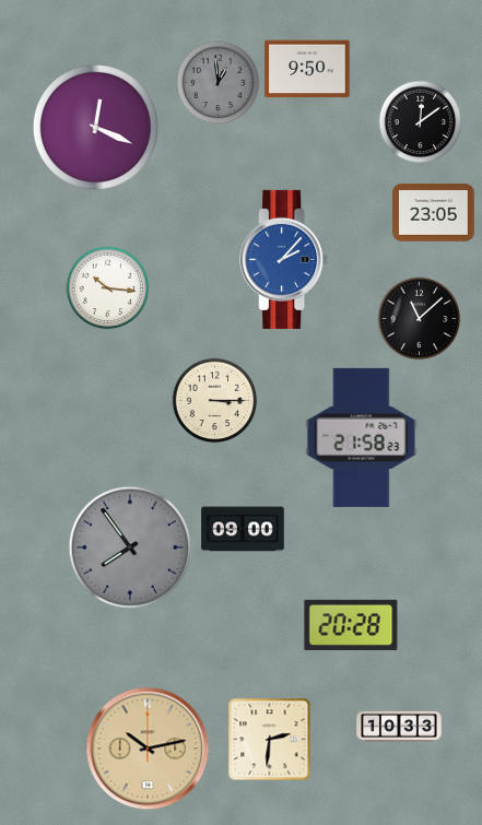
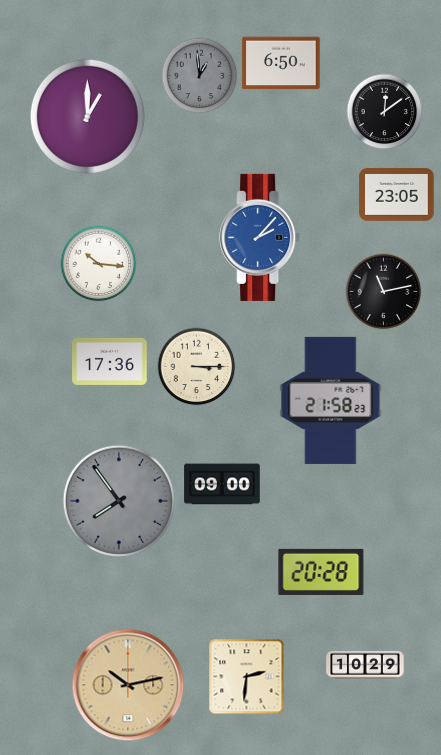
clock at (307, 69): 9:50 -> 6:50
clock at (95, 127): 12:19 -> 1:00
clock at (420, 319): 11:08 -> 11:13
clock at (110, 361): none -> 17:36
clock at (399, 727): 10:33 -> 10:29
clock at (148, 749) position: (148, 749) -> (128, 685)
